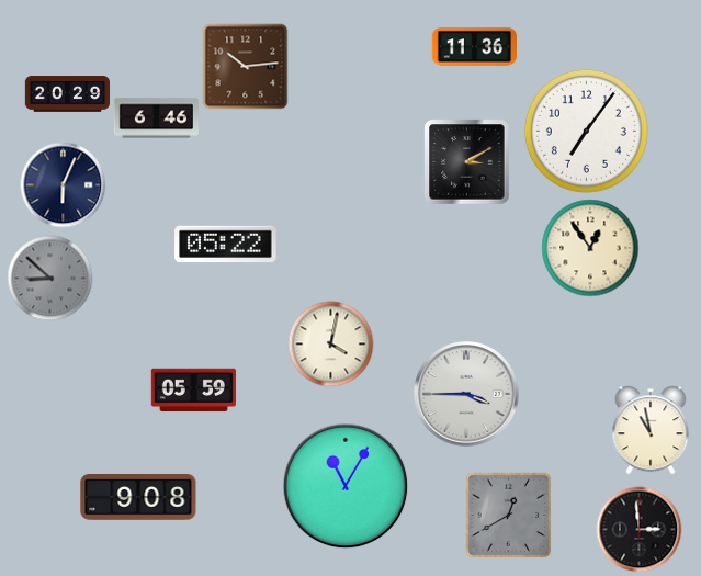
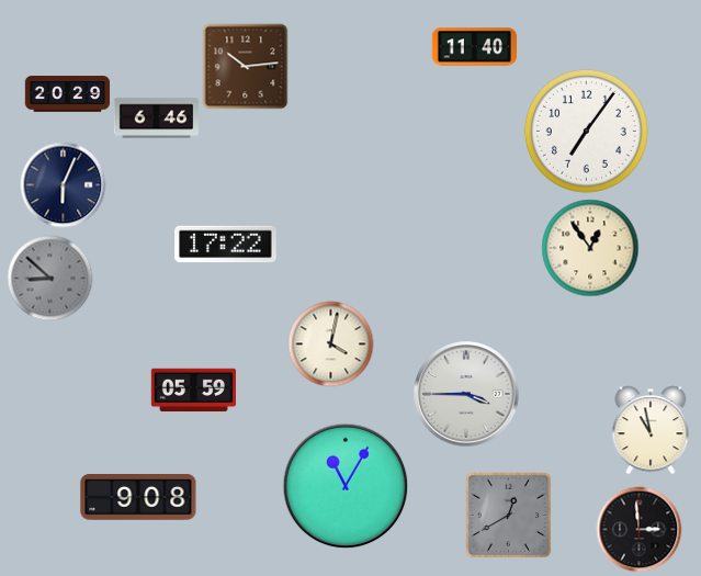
clock at (474, 47): 11:36 -> 11:40
clock at (466, 161): 3:10 -> none
clock at (226, 245): 05:22 -> 17:22
